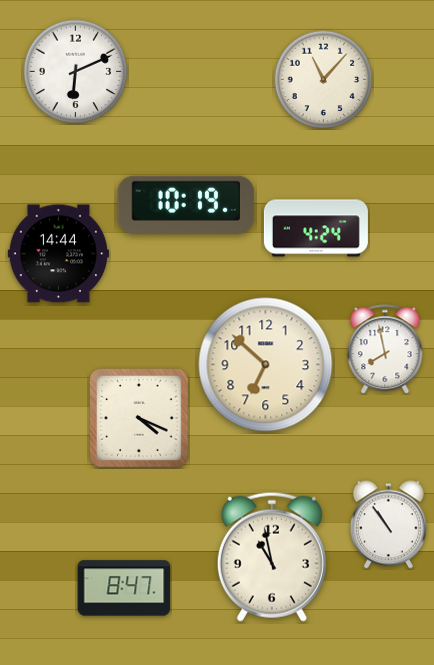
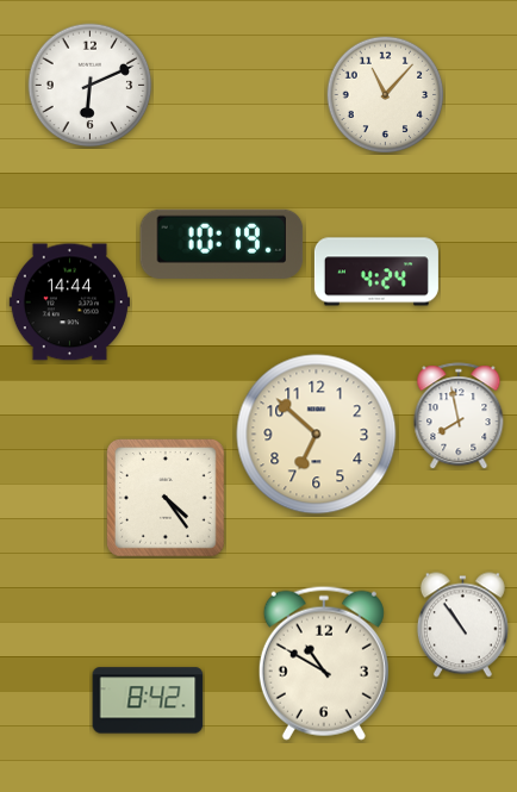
clock at (140, 419): 4:19 -> 4:24
clock at (272, 557): 10:58 -> 10:50
clock at (124, 588): 8:47 -> 8:42
